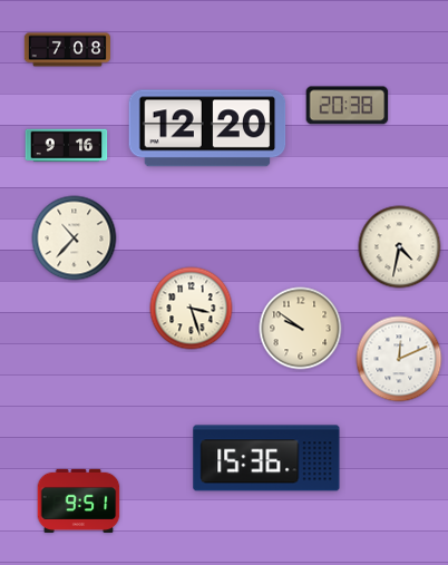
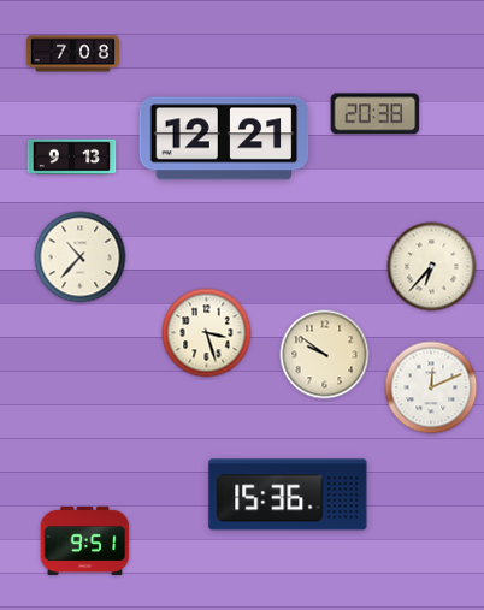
clock at (207, 128): 12:20 -> 12:21
clock at (67, 146): 9:16 -> 9:13
clock at (400, 247): 4:32 -> 6:37
